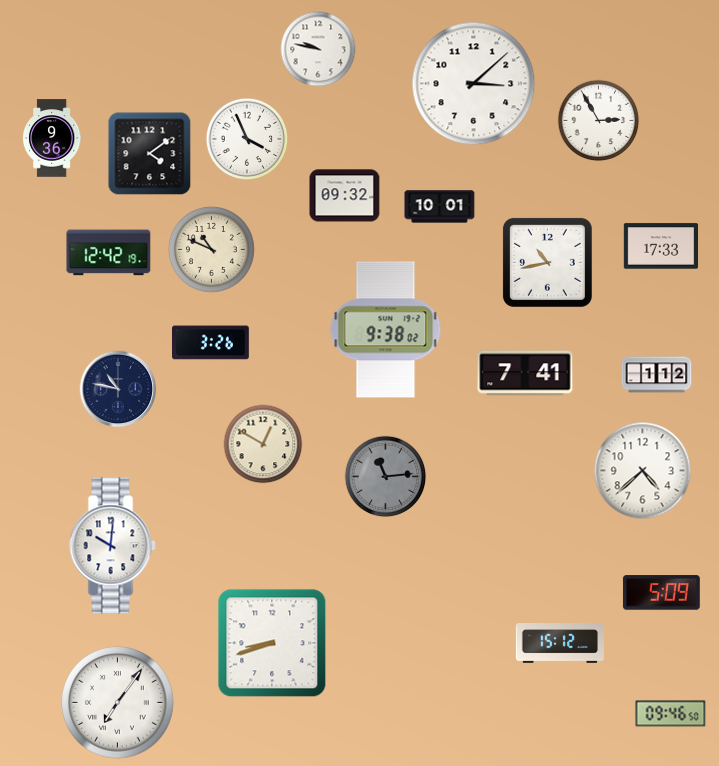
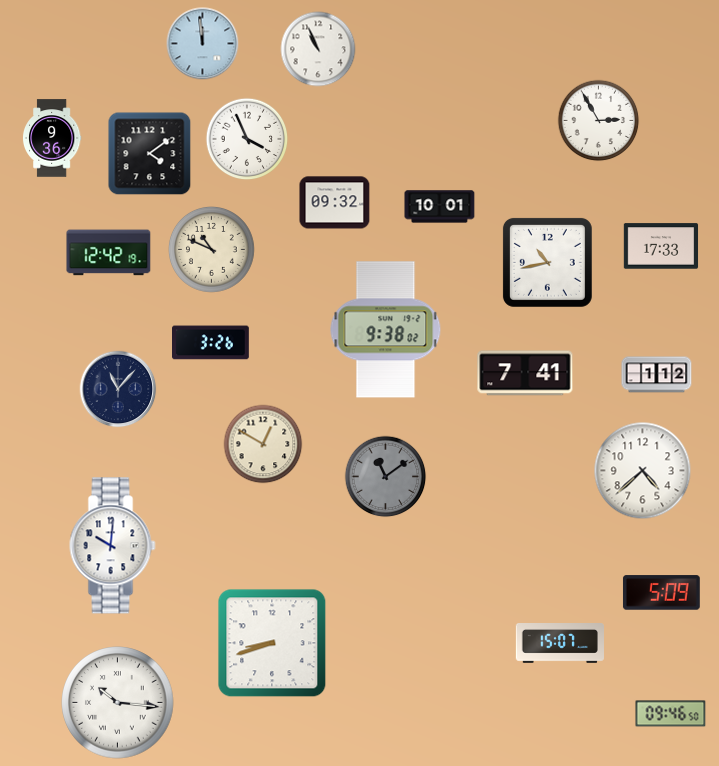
clock at (203, 44): none -> 11:59
clock at (318, 49): 9:47 -> 10:56
clock at (474, 84): 3:08 -> none
clock at (345, 196) position: (345, 196) -> (335, 203)
clock at (118, 389): 10:47 -> 11:07
clock at (386, 477): 11:14 -> 11:09
clock at (559, 644): 15:12 -> 15:07
clock at (118, 703): 7:06 -> 10:16
